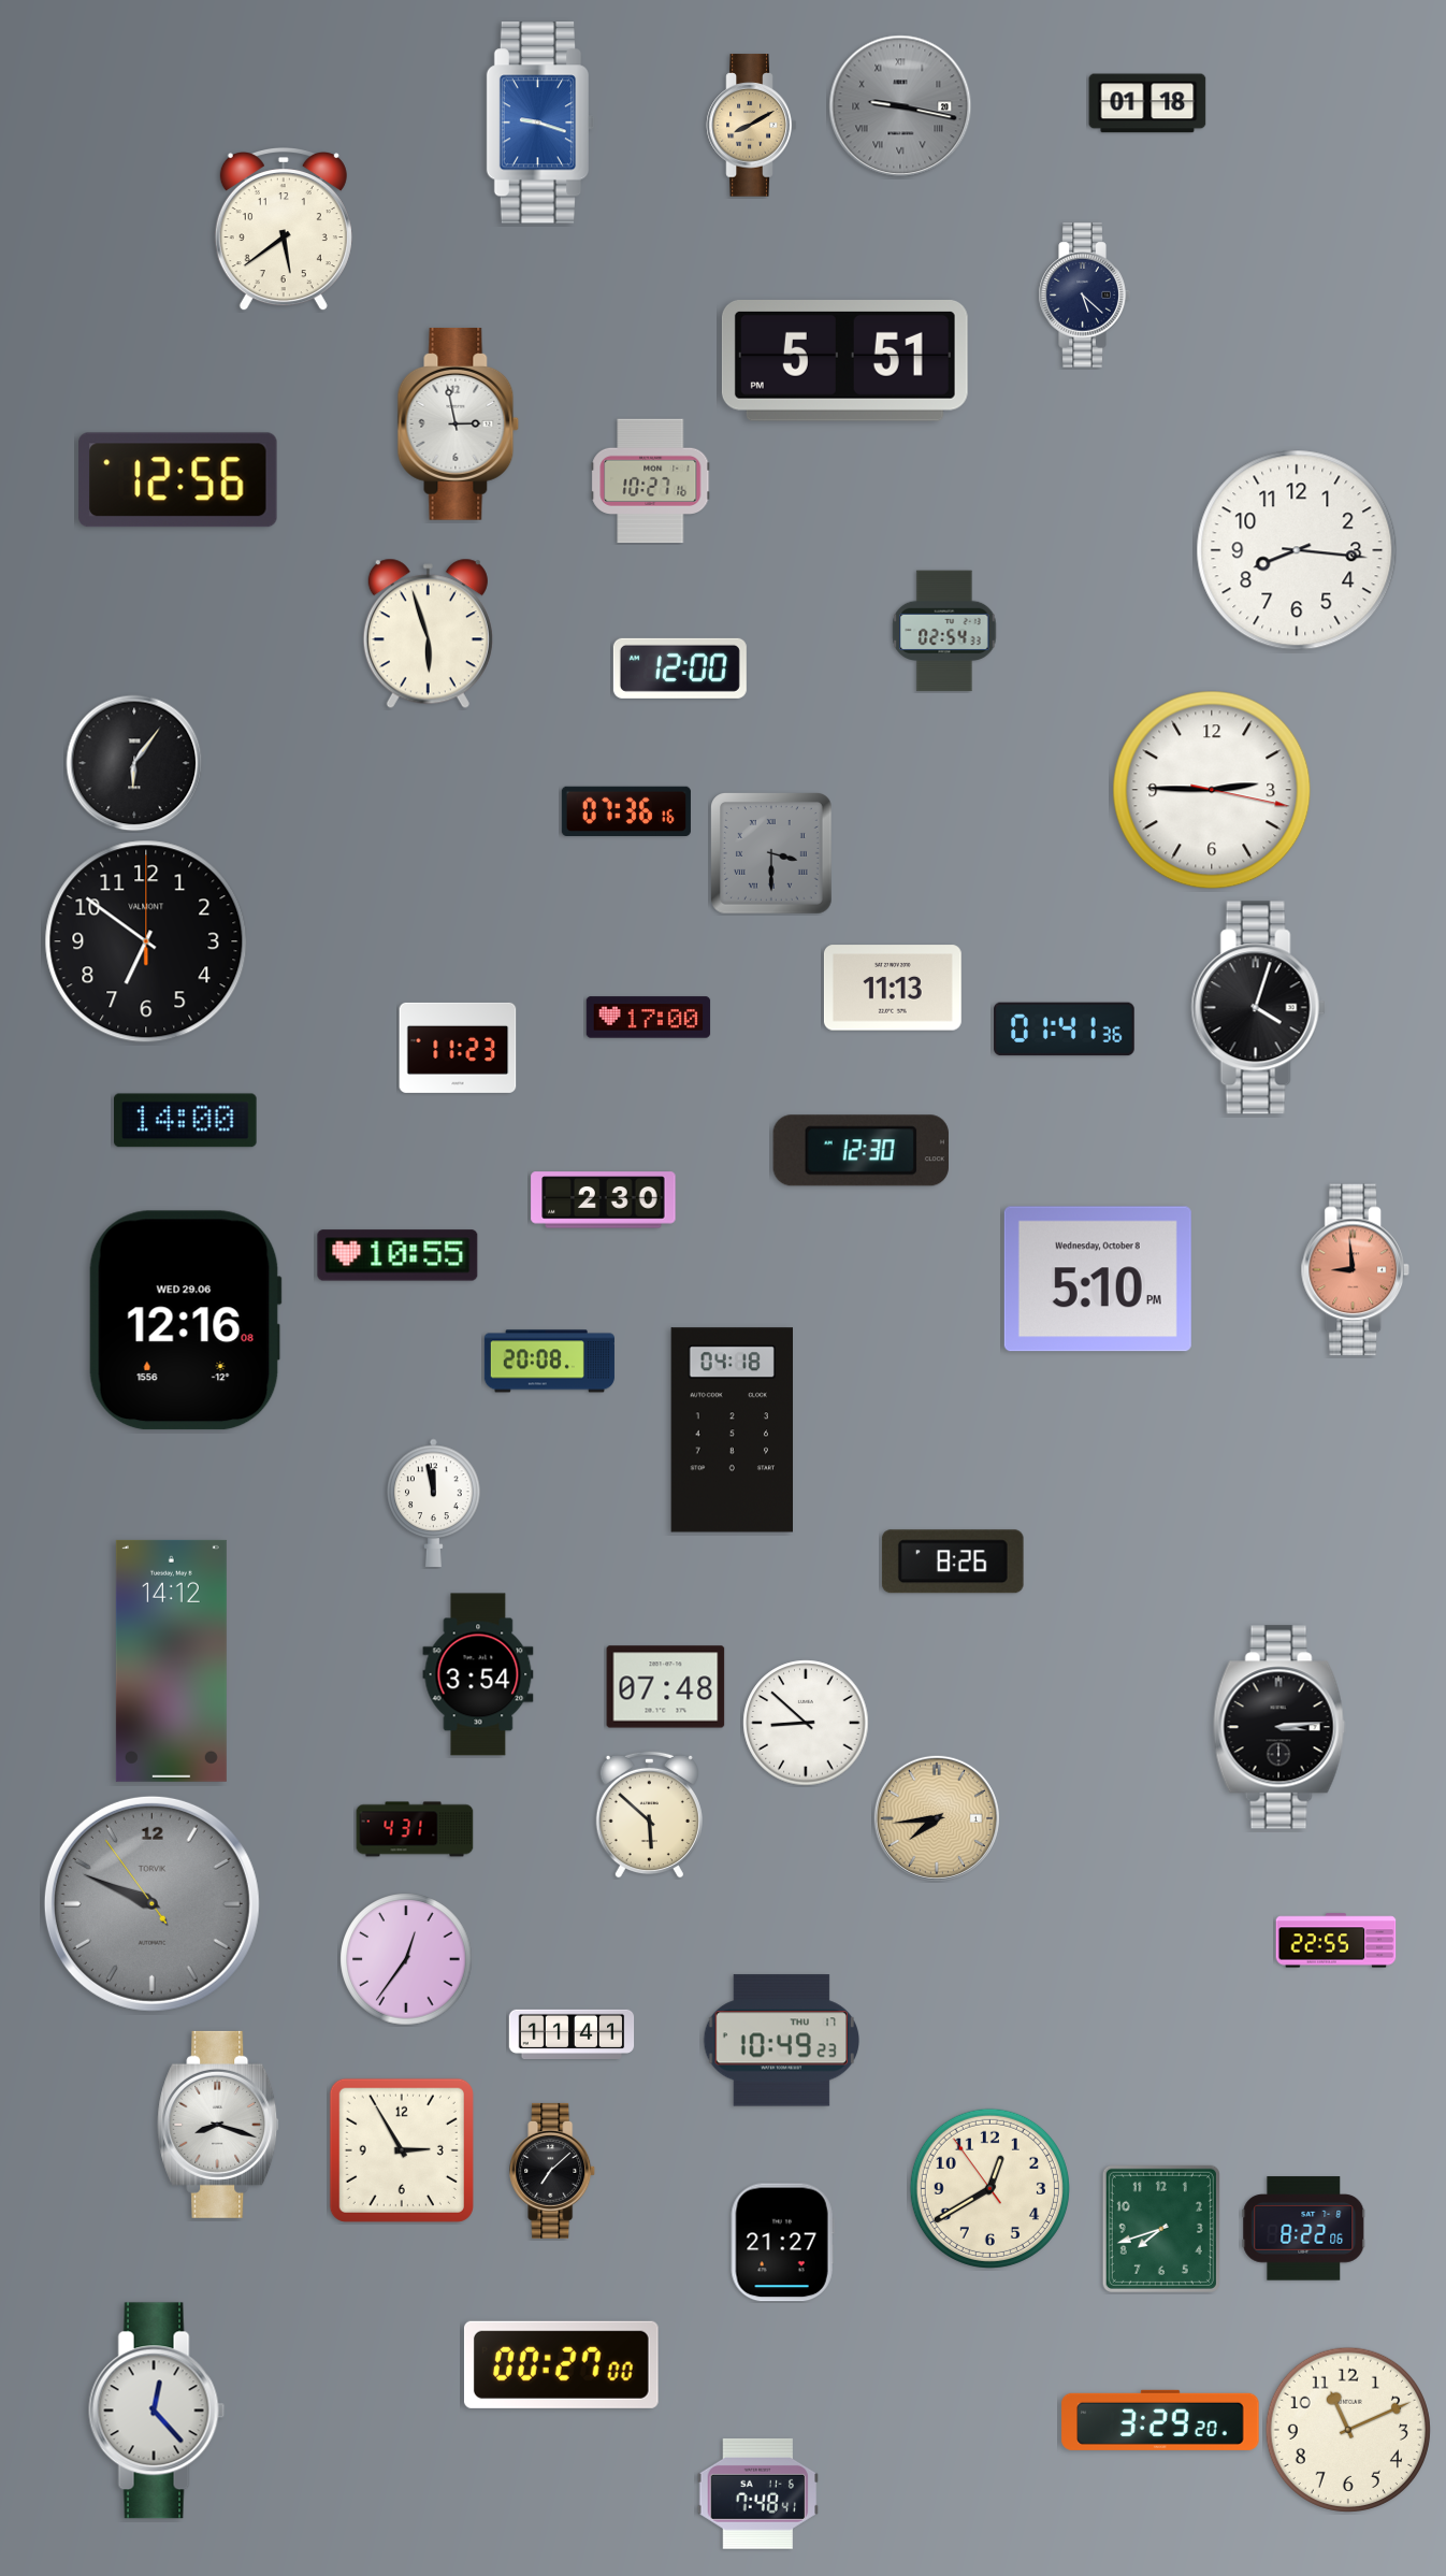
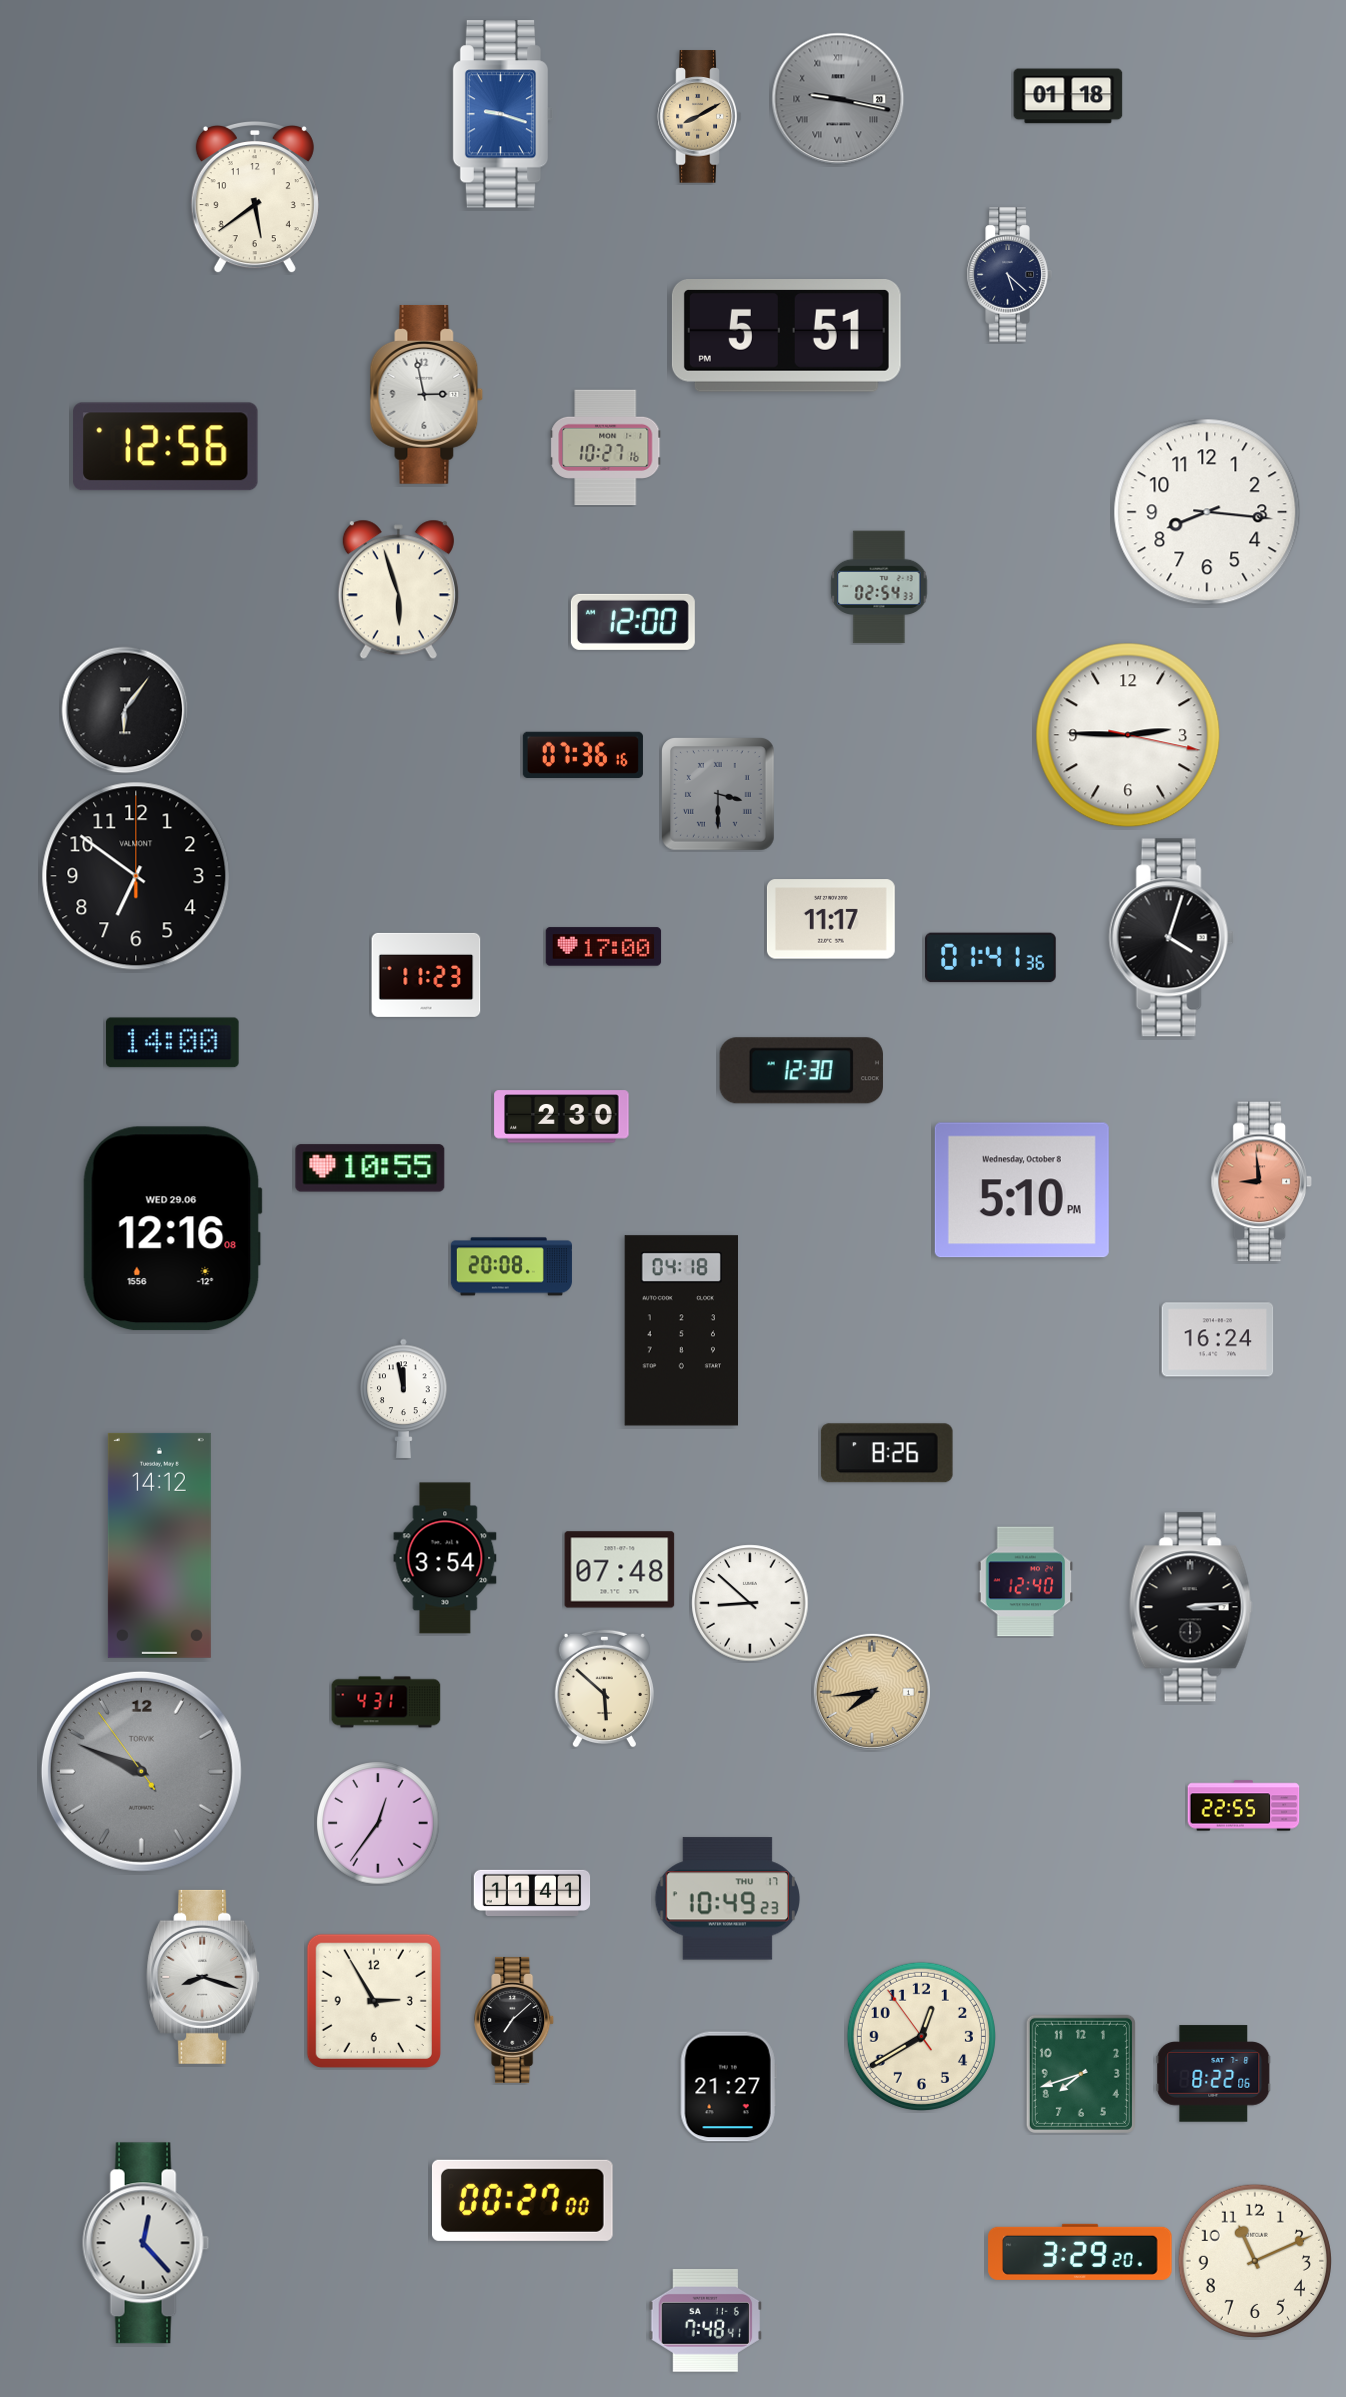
clock at (284, 230) position: (284, 230) -> (255, 198)
clock at (893, 988): 11:13 -> 11:17
clock at (1218, 1340): none -> 16:24
clock at (1026, 1582): none -> 12:40
